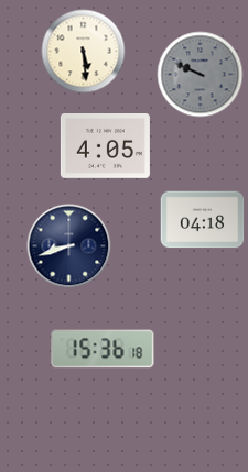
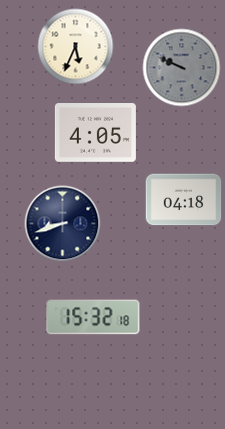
clock at (84, 52): 5:29 -> 5:34
clock at (103, 349): 15:36 -> 15:32
